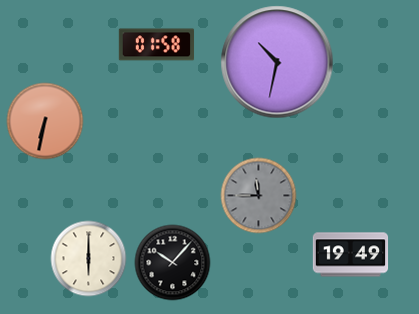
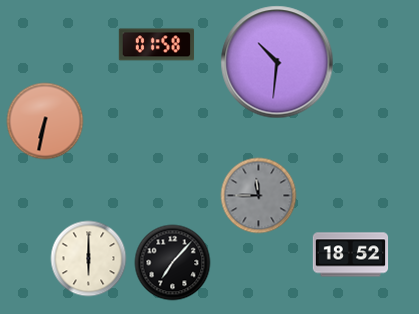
clock at (277, 62): 10:32 -> 10:31
clock at (351, 255): 19:49 -> 18:52
clock at (173, 263): 10:07 -> 7:07
